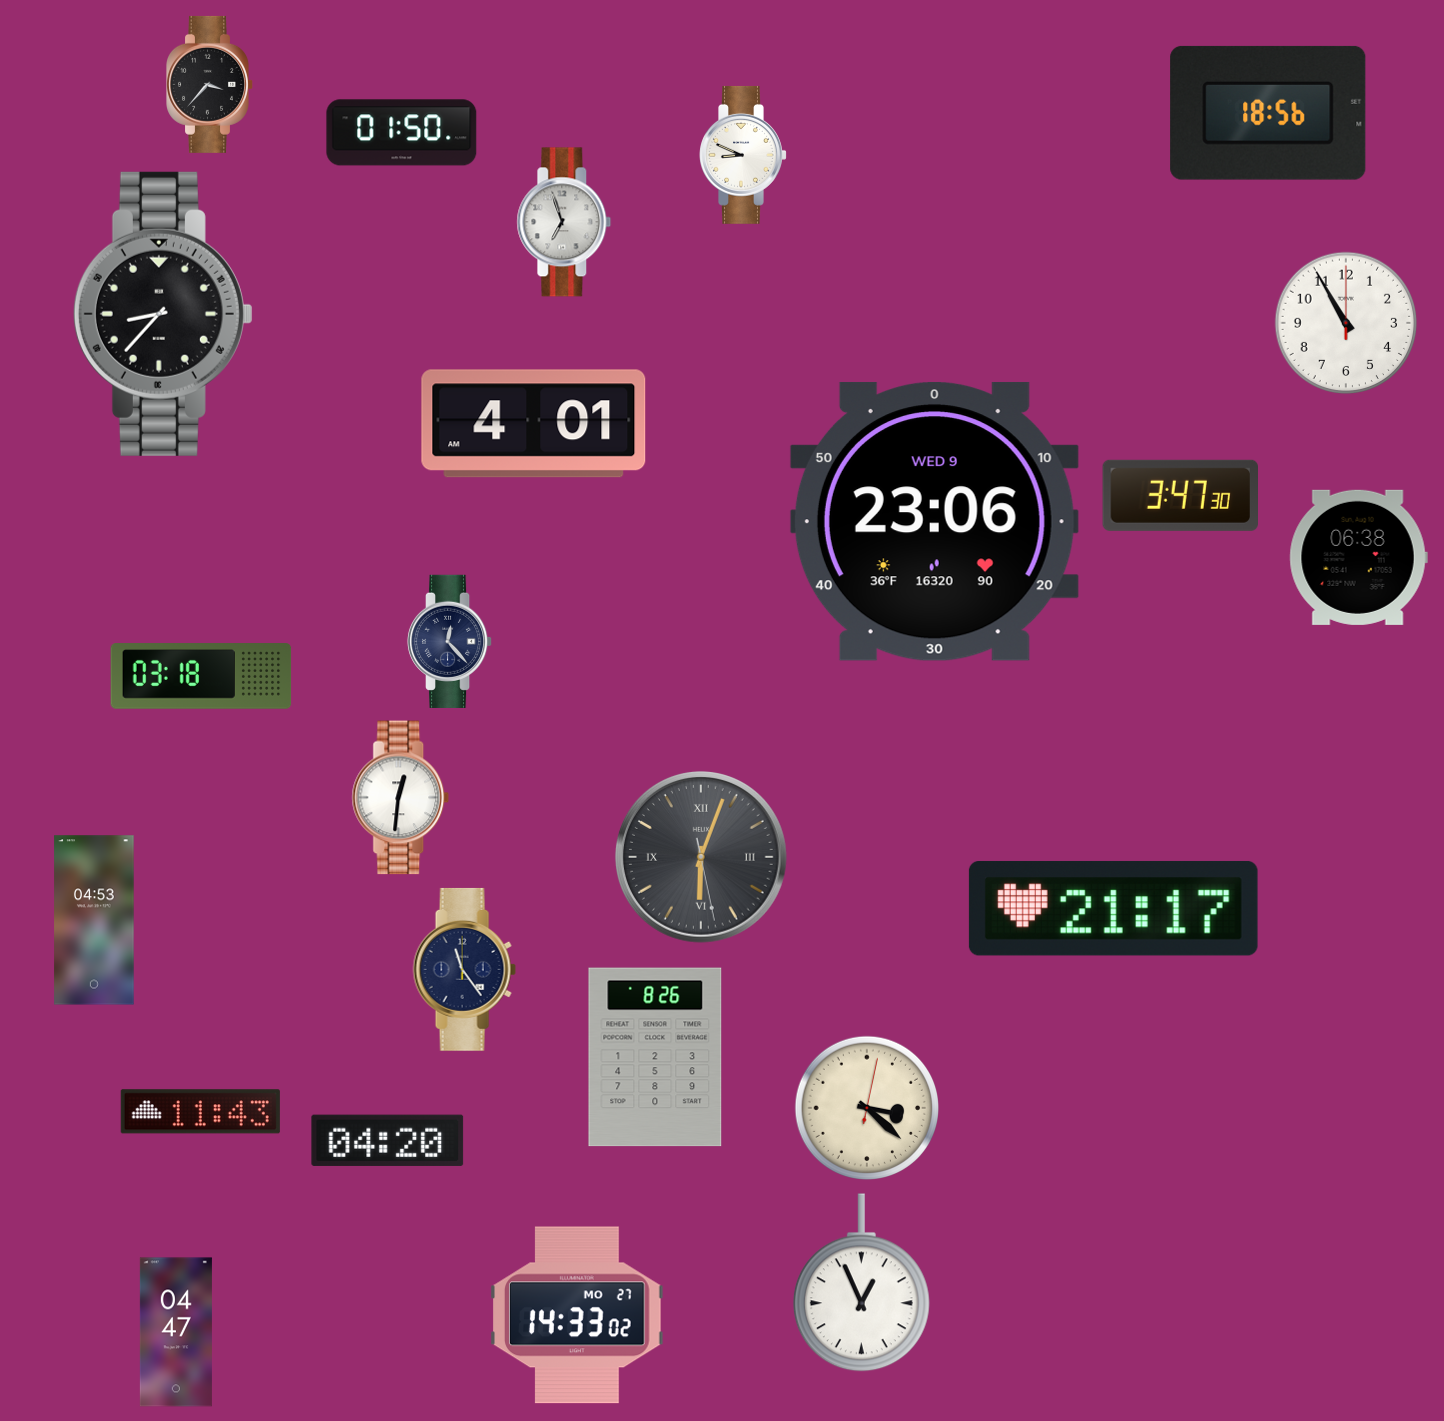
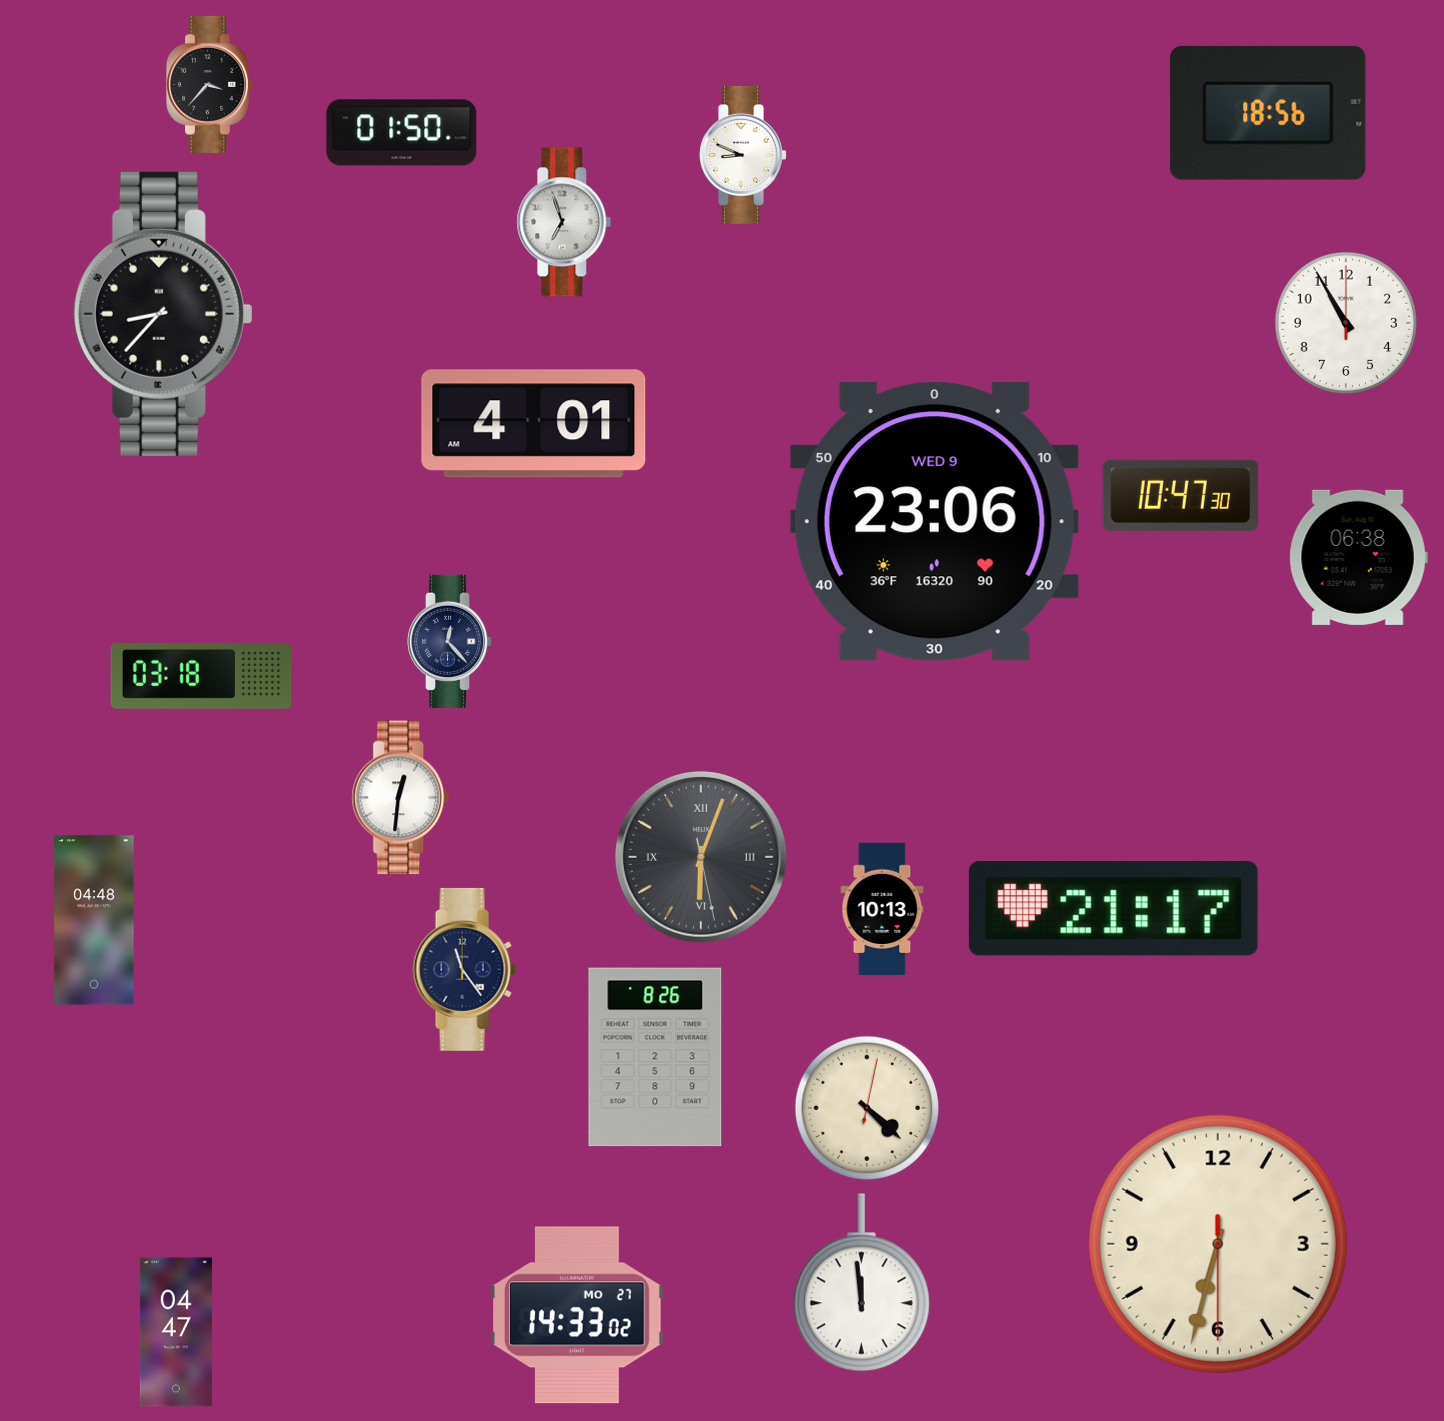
clock at (1181, 495): 3:47 -> 10:47
clock at (882, 909): none -> 10:13
clock at (94, 920): 04:53 -> 04:48
clock at (866, 1107): 3:22 -> 4:22
clock at (200, 1112): 11:43 -> none
clock at (388, 1140): 04:20 -> none
clock at (1218, 1244): none -> 6:32
clock at (861, 1283): 12:56 -> 11:59
